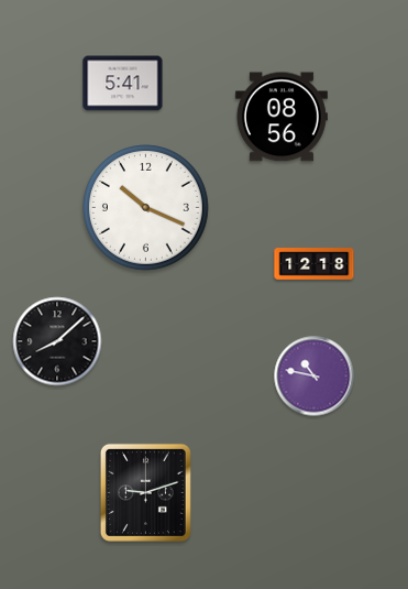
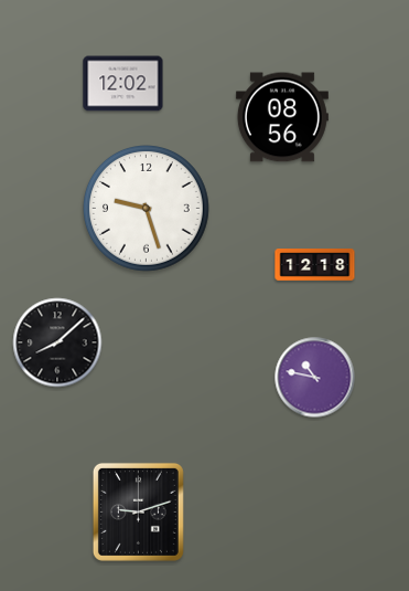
clock at (123, 84): 5:41 -> 12:02
clock at (146, 208): 10:19 -> 9:27
clock at (145, 492) position: (145, 492) -> (138, 511)
